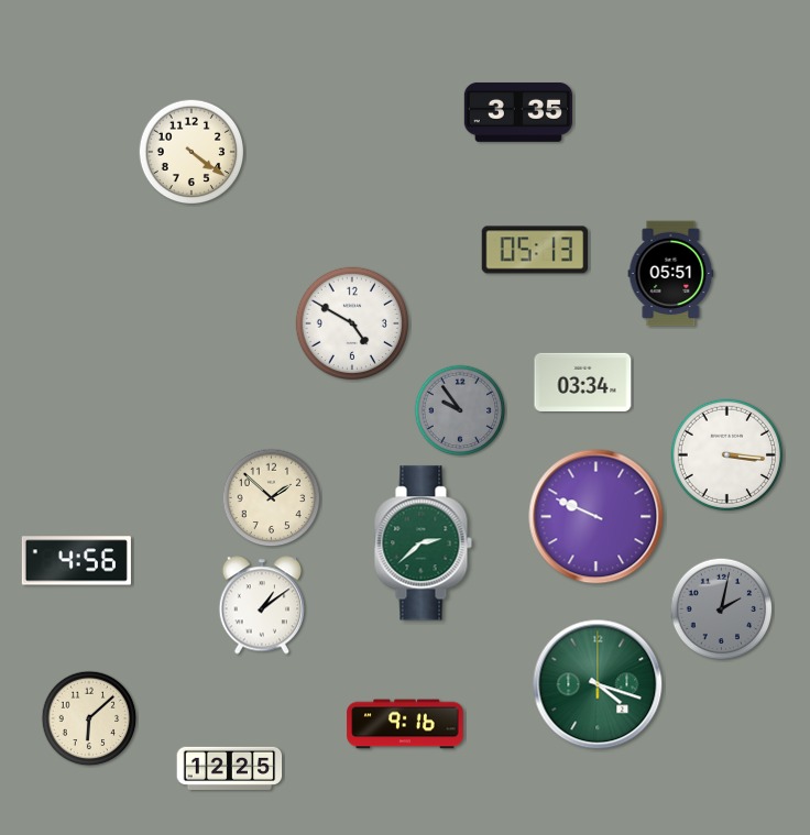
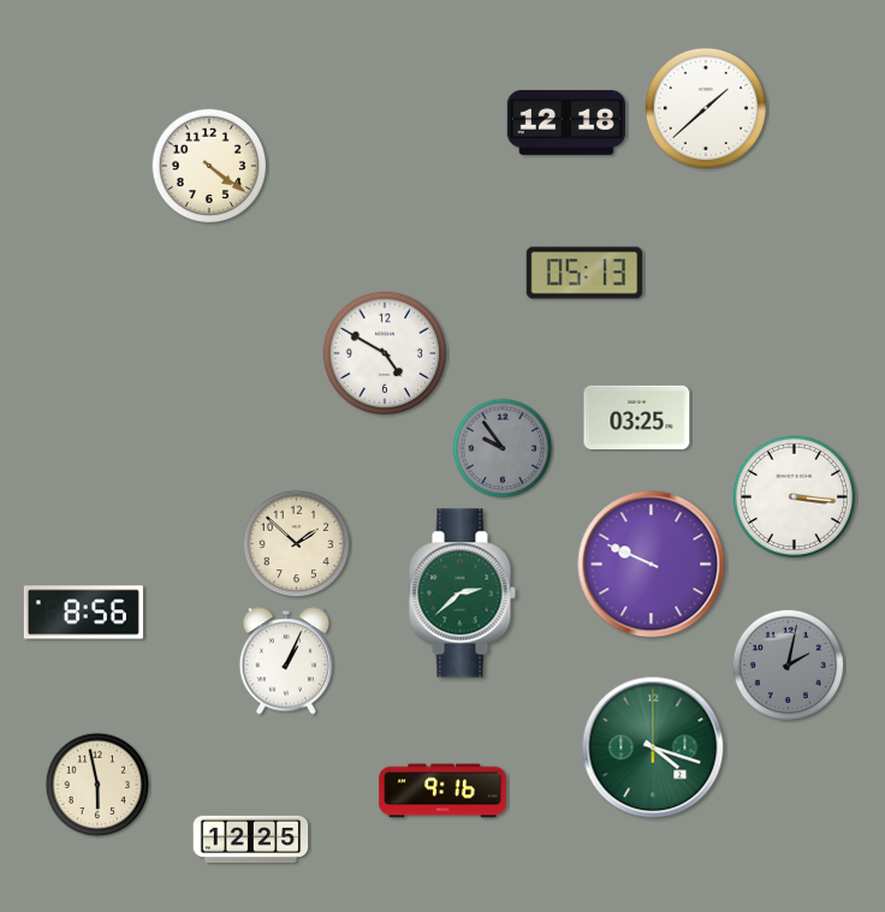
clock at (706, 108): none -> 1:38
clock at (518, 112): 3:35 -> 12:18
clock at (671, 274): 05:51 -> none
clock at (583, 382): 03:34 -> 03:25
clock at (76, 561): 4:56 -> 8:56
clock at (261, 605): 1:09 -> 1:04
clock at (89, 718): 6:08 -> 5:58
